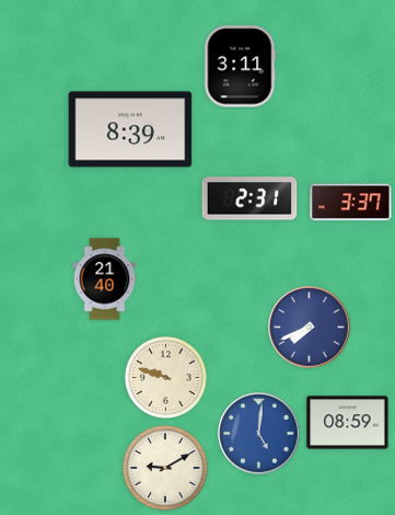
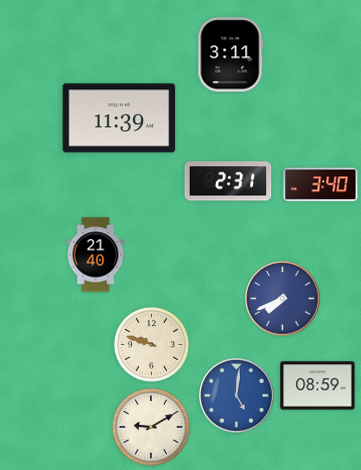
clock at (241, 67) position: (241, 67) -> (231, 55)
clock at (130, 129): 8:39 -> 11:39
clock at (351, 203): 3:37 -> 3:40
